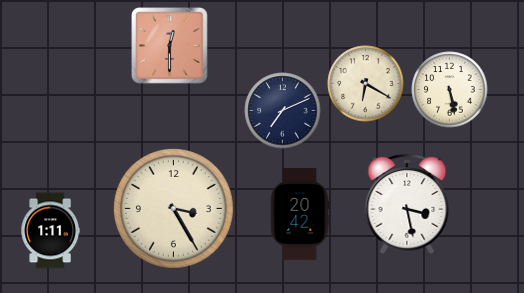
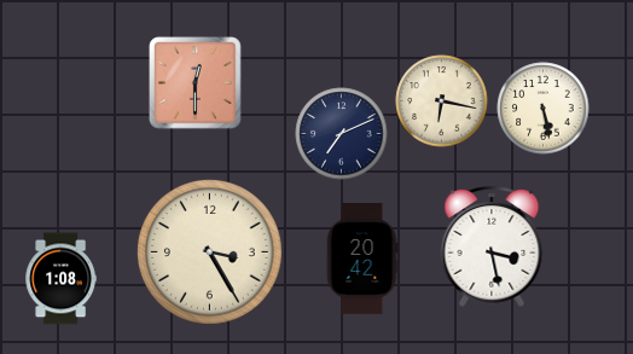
clock at (170, 46) position: (170, 46) -> (196, 83)
clock at (366, 84): 6:20 -> 6:17
clock at (50, 231): 1:11 -> 1:08
